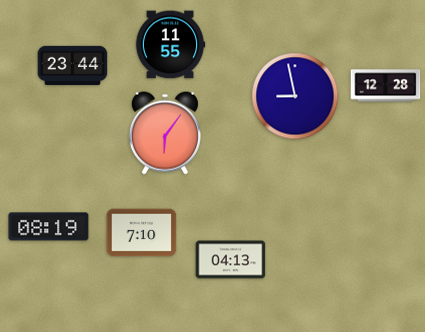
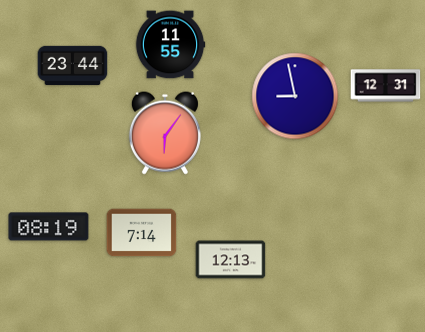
clock at (386, 86): 12:28 -> 12:31
clock at (142, 233): 7:10 -> 7:14
clock at (231, 260): 04:13 -> 12:13
